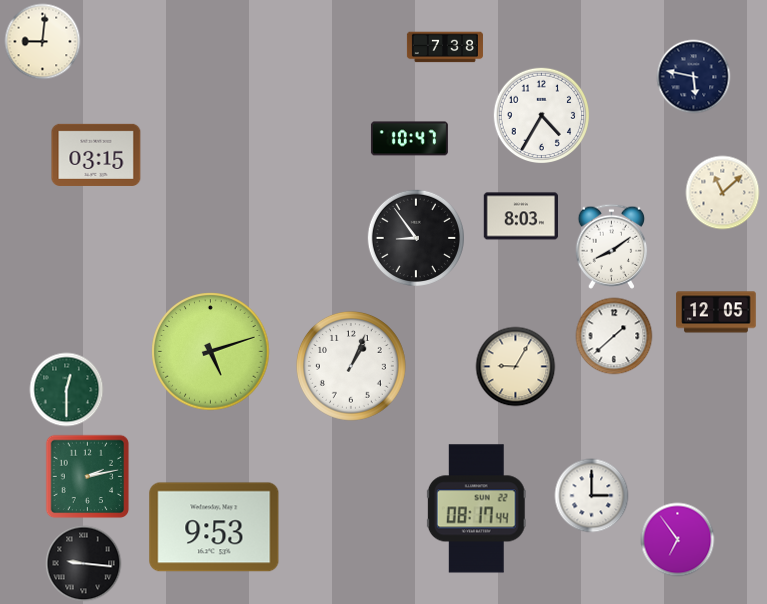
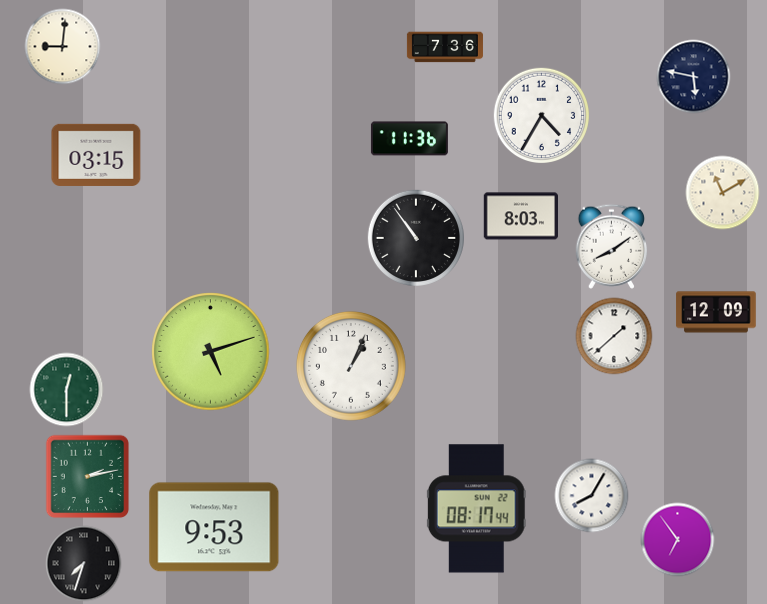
clock at (43, 42) position: (43, 42) -> (63, 47)
clock at (445, 47): 7:38 -> 7:36
clock at (409, 139): 10:47 -> 11:36
clock at (723, 193): 11:08 -> 11:10
clock at (415, 237): 8:54 -> 10:54
clock at (716, 312): 12:05 -> 12:09
clock at (516, 367): 9:05 -> none
clock at (592, 496): 3:00 -> 8:05
clock at (84, 564): 9:16 -> 7:33
